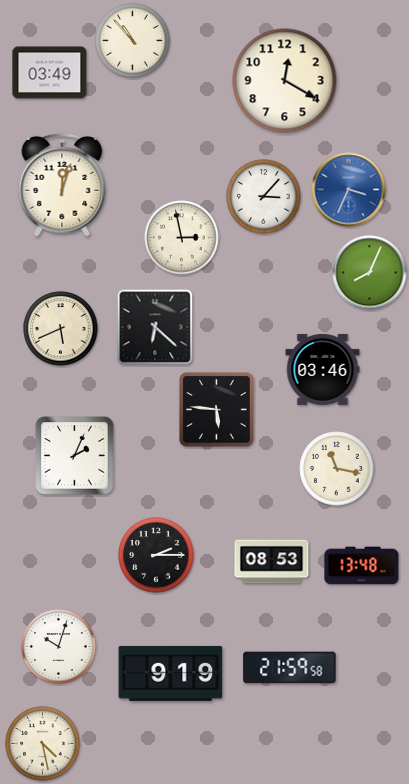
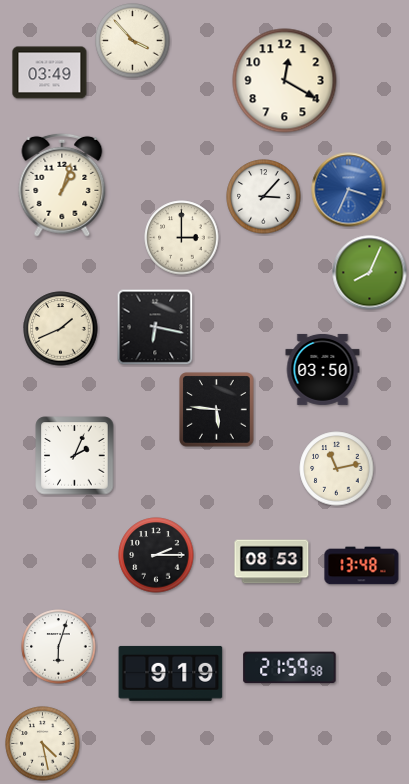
clock at (133, 41): 10:53 -> 3:53
clock at (62, 185): 12:03 -> 1:03
clock at (182, 238): 2:58 -> 3:00
clock at (155, 327): 6:22 -> 6:17
clock at (61, 329): 5:41 -> 1:41
clock at (323, 369): 03:46 -> 03:50
clock at (337, 469): 11:17 -> 11:13
clock at (59, 647): 10:03 -> 6:03
